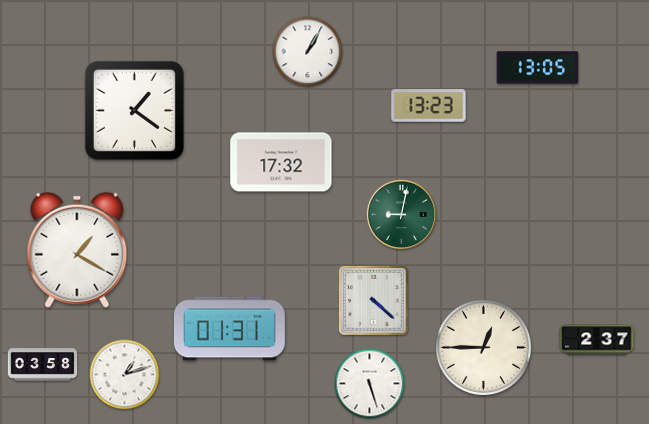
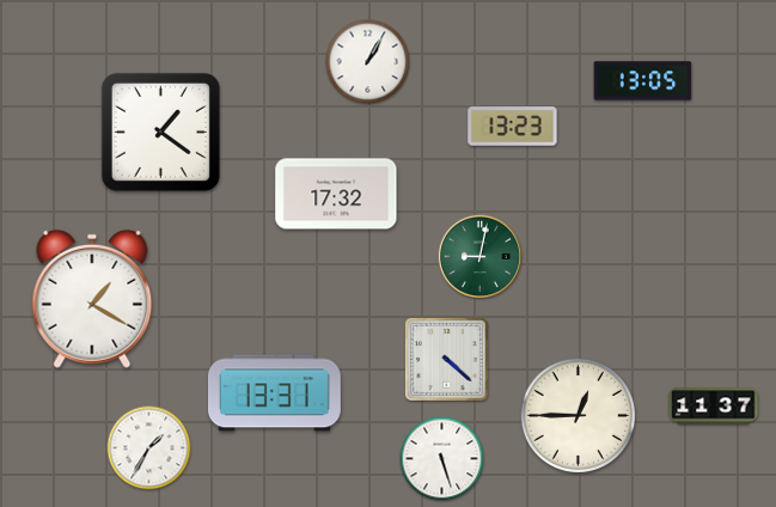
clock at (229, 329): 01:31 -> 13:31
clock at (597, 340): 2:37 -> 11:37
clock at (43, 365): 03:58 -> none
clock at (125, 375): 1:12 -> 1:35
